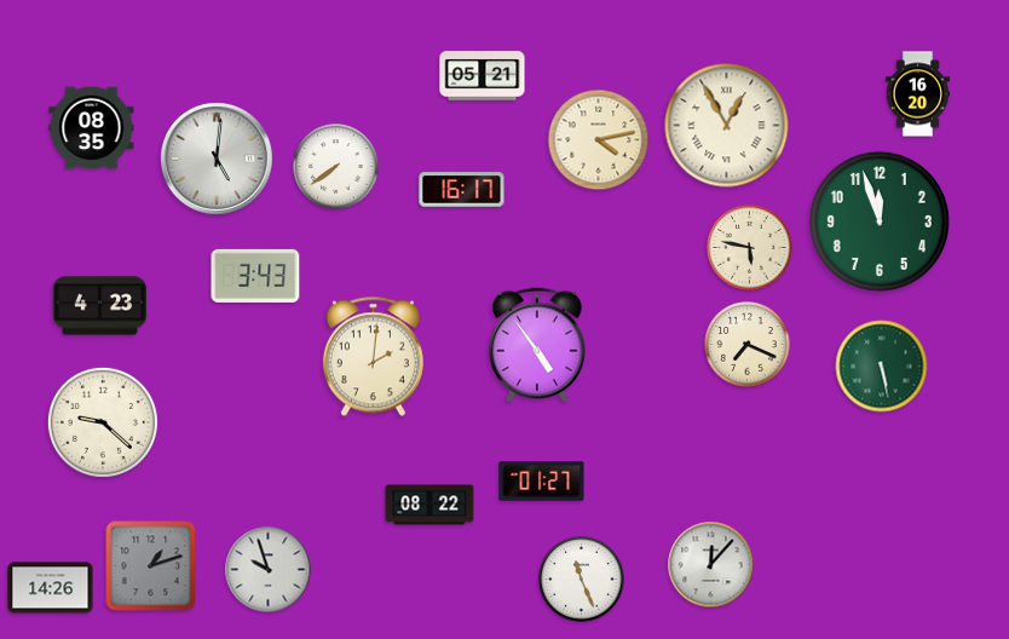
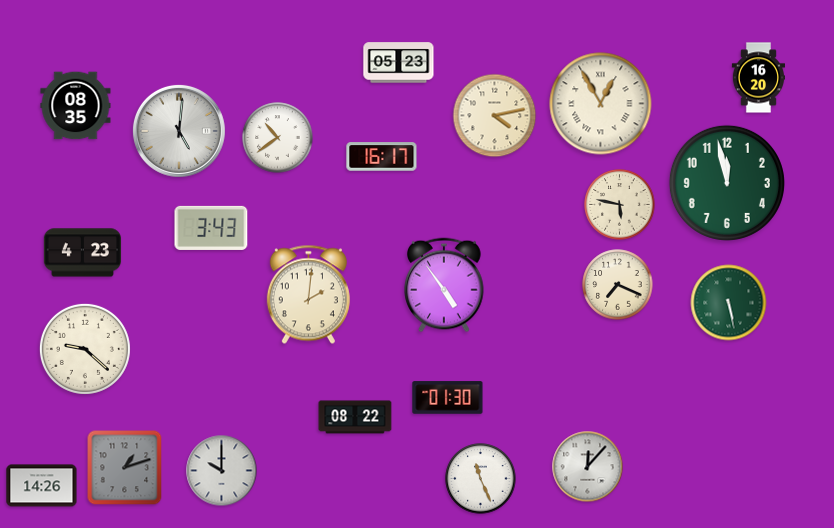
clock at (483, 76): 05:21 -> 05:23
clock at (336, 167): 7:39 -> 10:39
clock at (880, 221): 11:57 -> 11:58
clock at (542, 482): 01:27 -> 01:30
clock at (269, 570): 9:57 -> 10:00
